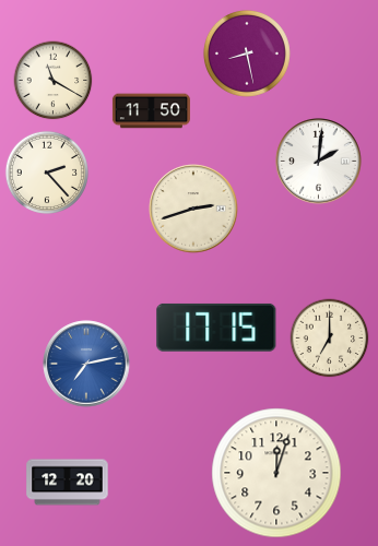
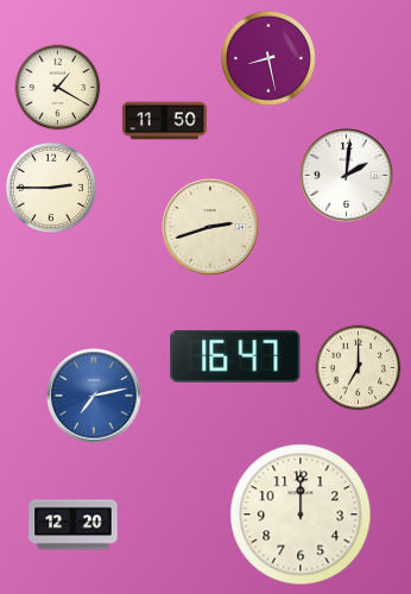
clock at (54, 81): 11:20 -> 1:20
clock at (47, 173): 2:23 -> 2:45
clock at (216, 328): 17:15 -> 16:47
clock at (276, 473): 12:03 -> 12:00
